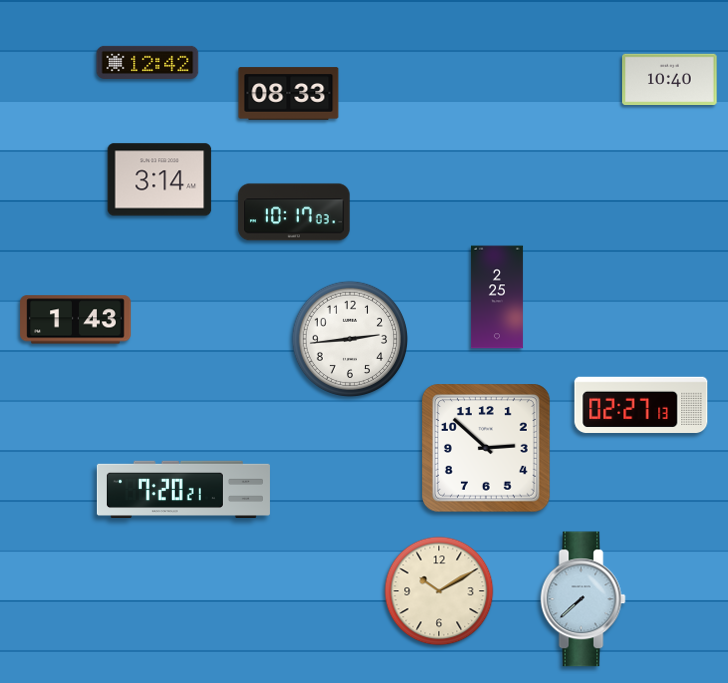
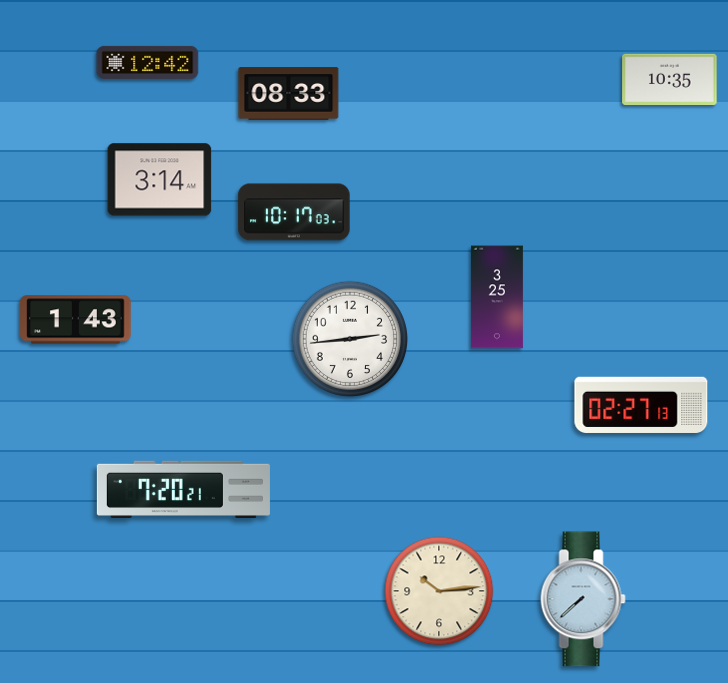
clock at (670, 79): 10:40 -> 10:35
clock at (497, 297): 2:25 -> 3:25
clock at (486, 448): 2:52 -> none
clock at (439, 591): 10:10 -> 10:14
